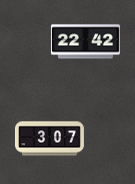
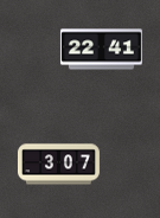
clock at (85, 42): 22:42 -> 22:41
